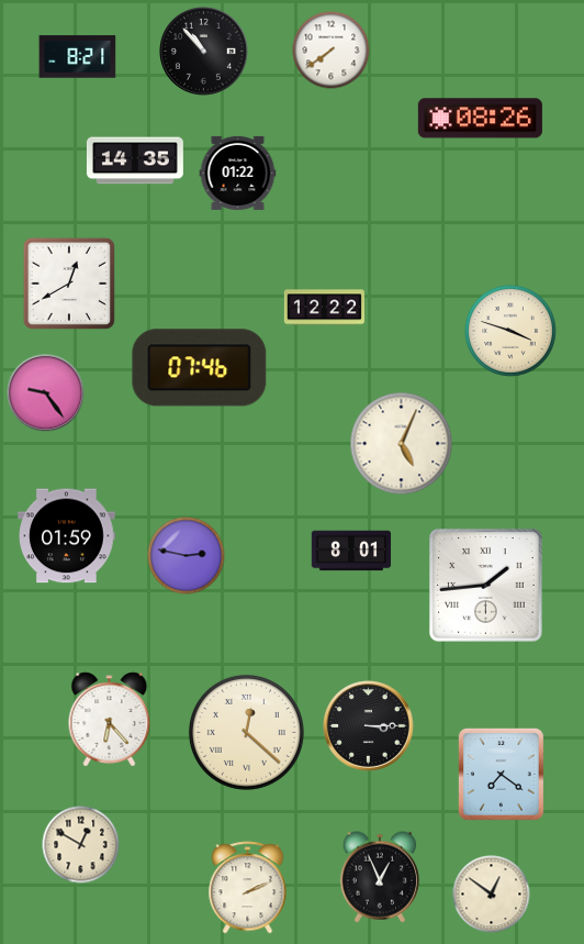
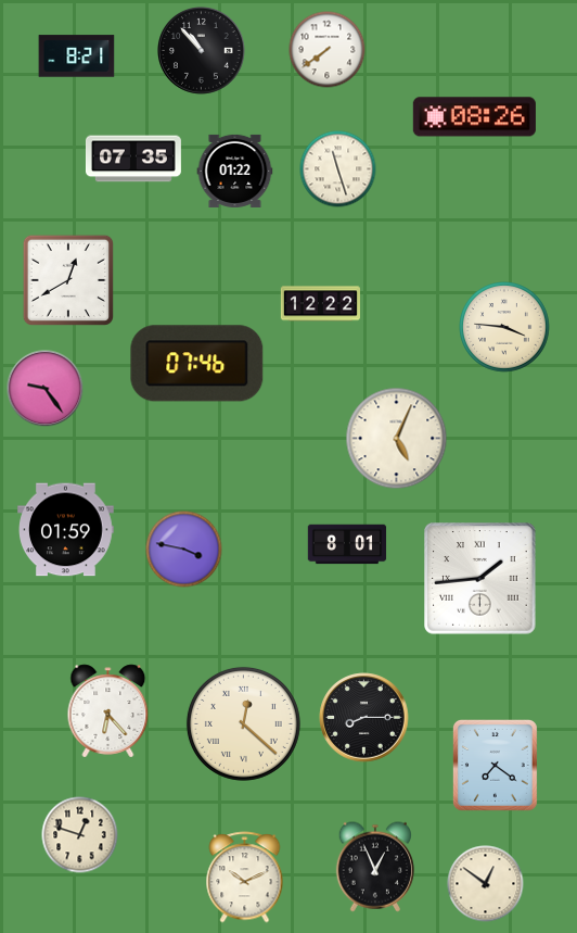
clock at (135, 160): 14:35 -> 07:35
clock at (338, 169): none -> 11:27
clock at (512, 332): 3:48 -> 3:46
clock at (187, 556): 2:47 -> 3:47
clock at (369, 726): 3:15 -> 8:15
clock at (81, 845): 12:50 -> 12:48
clock at (248, 888): 2:11 -> 10:11
